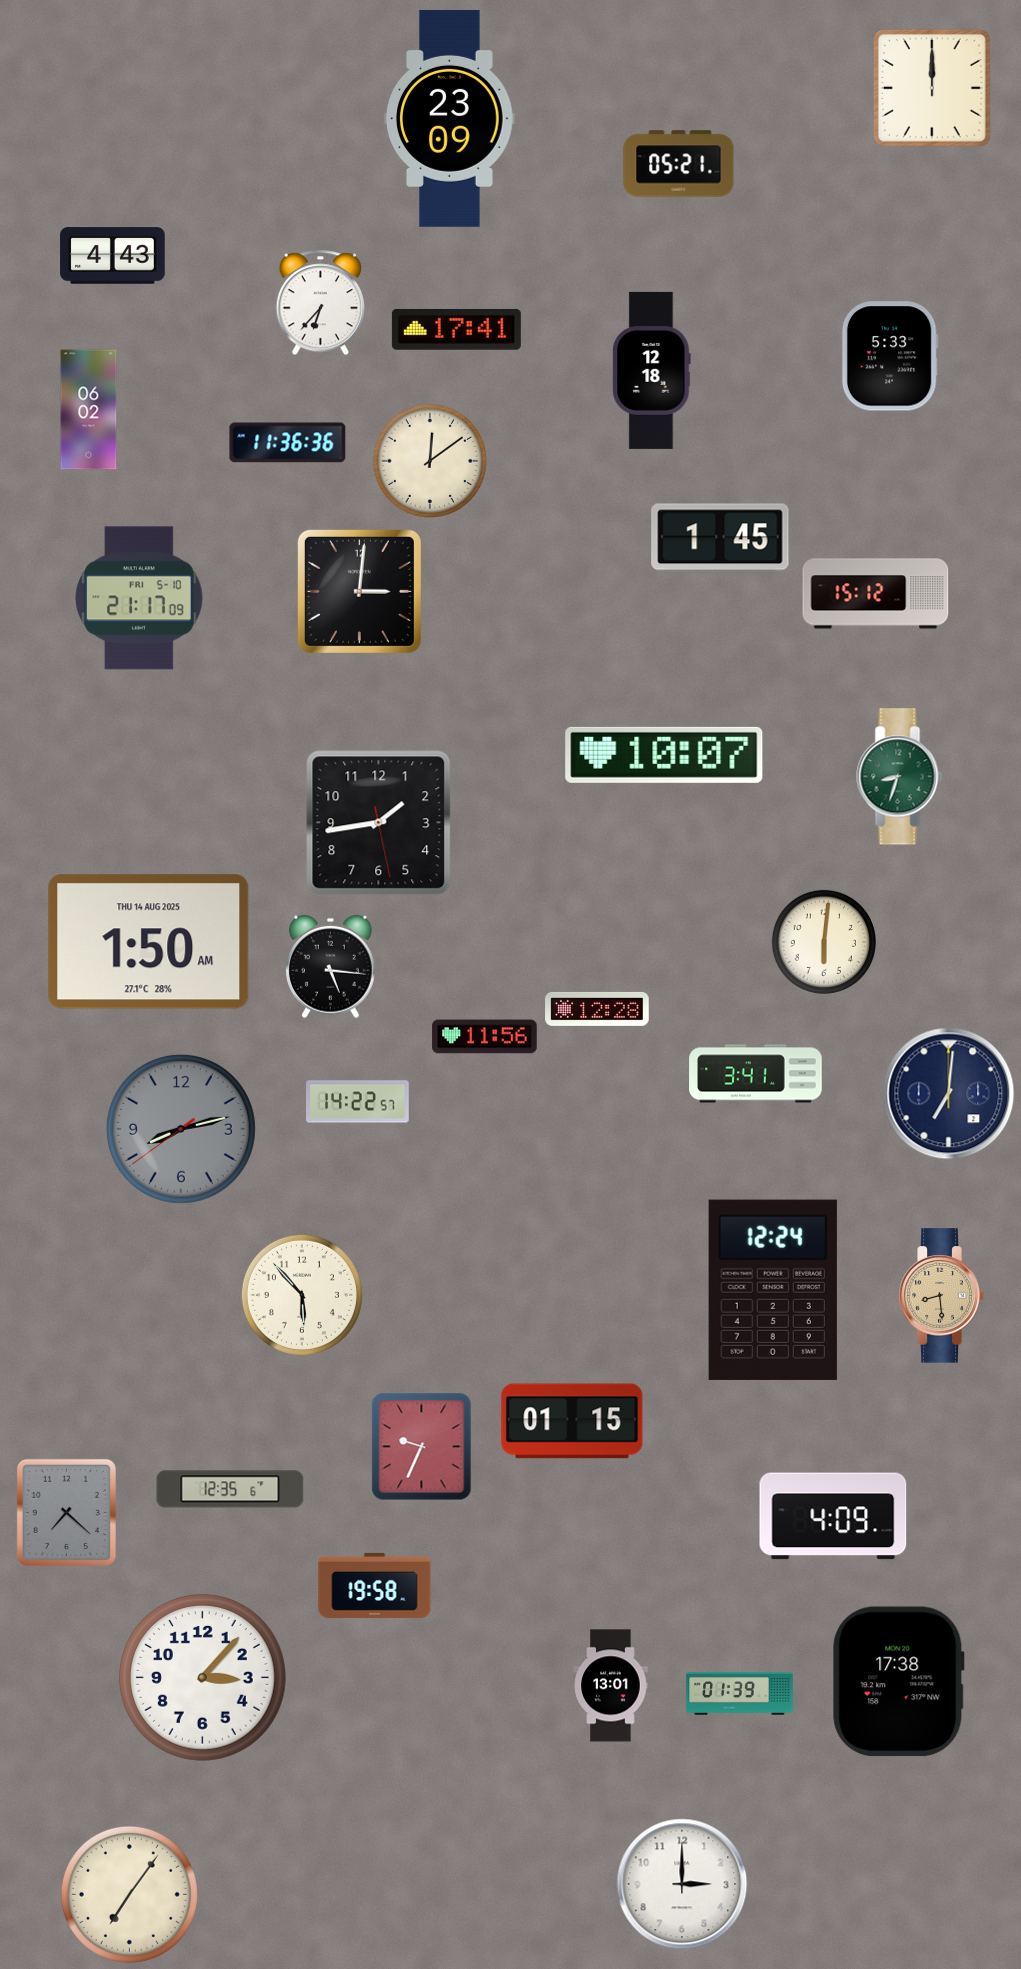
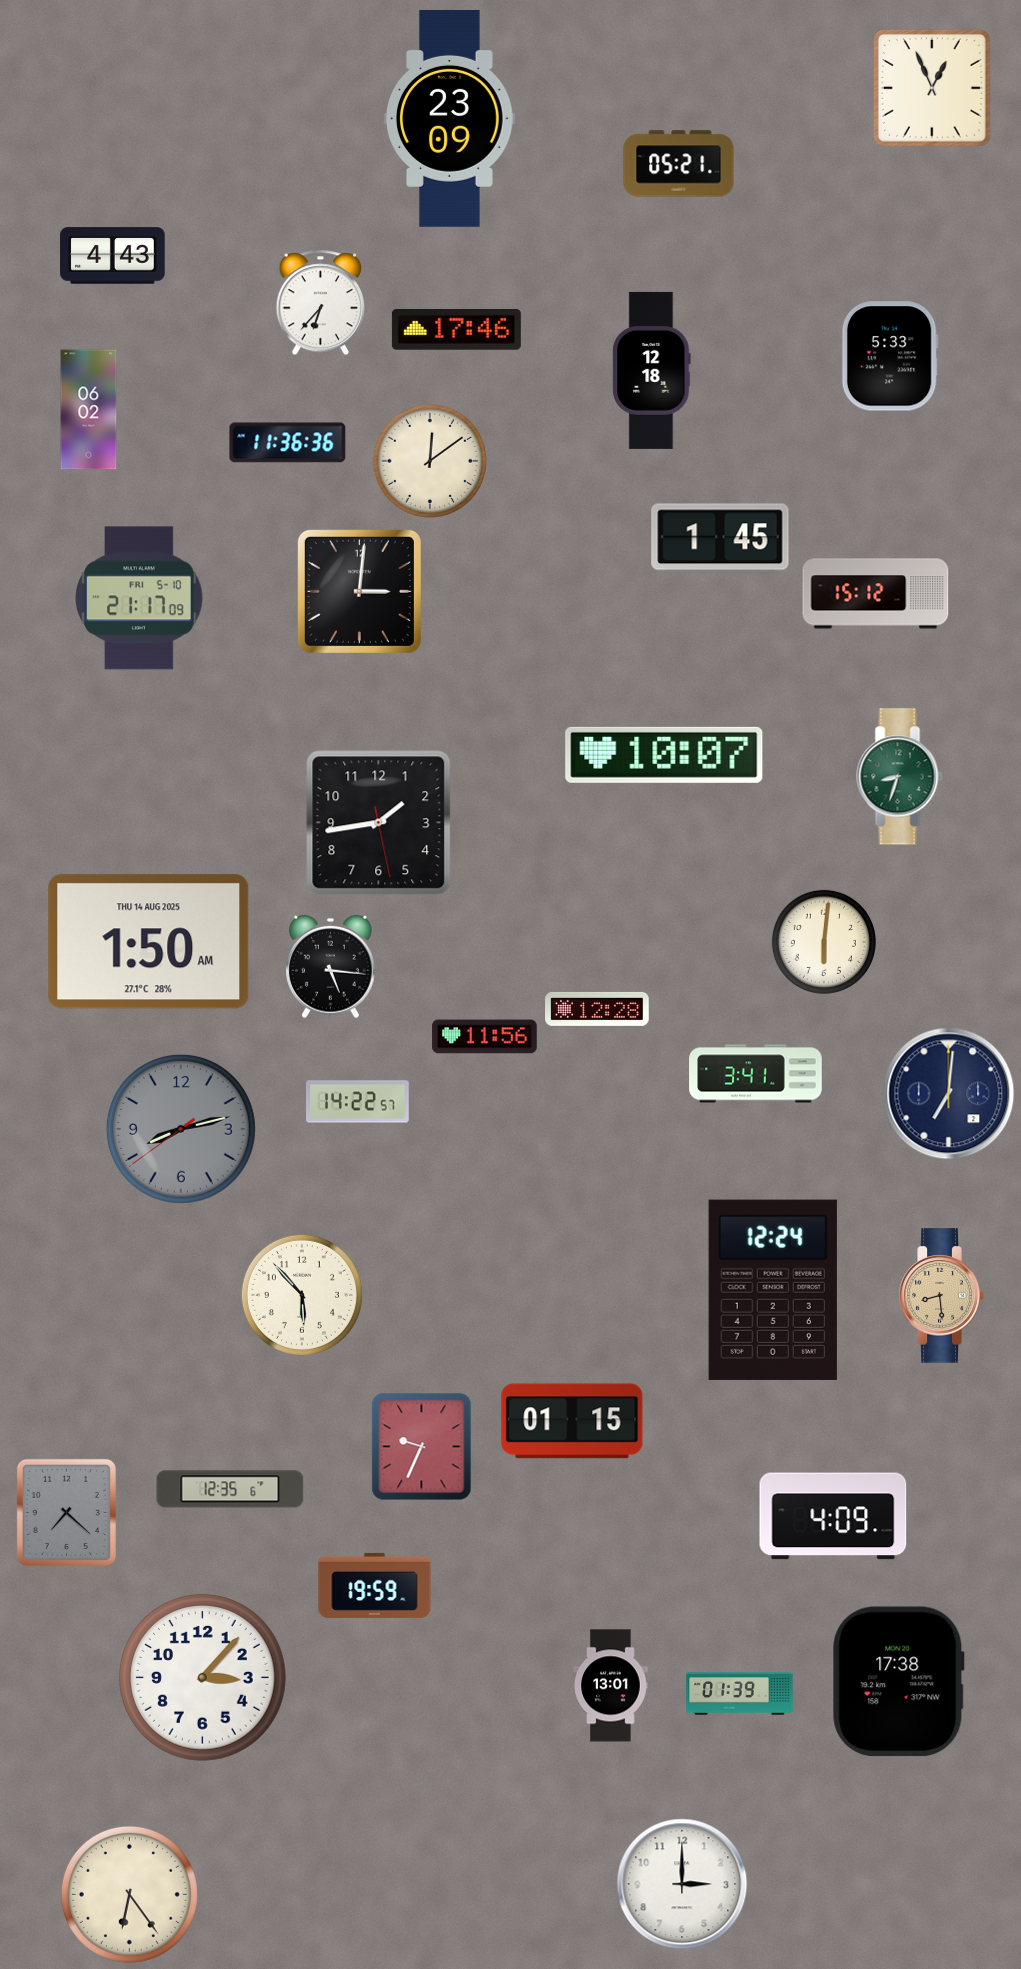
clock at (932, 88): 12:00 -> 12:56
clock at (456, 329): 17:41 -> 17:46
clock at (375, 1585): 19:58 -> 19:59
clock at (129, 1894): 7:06 -> 6:24
